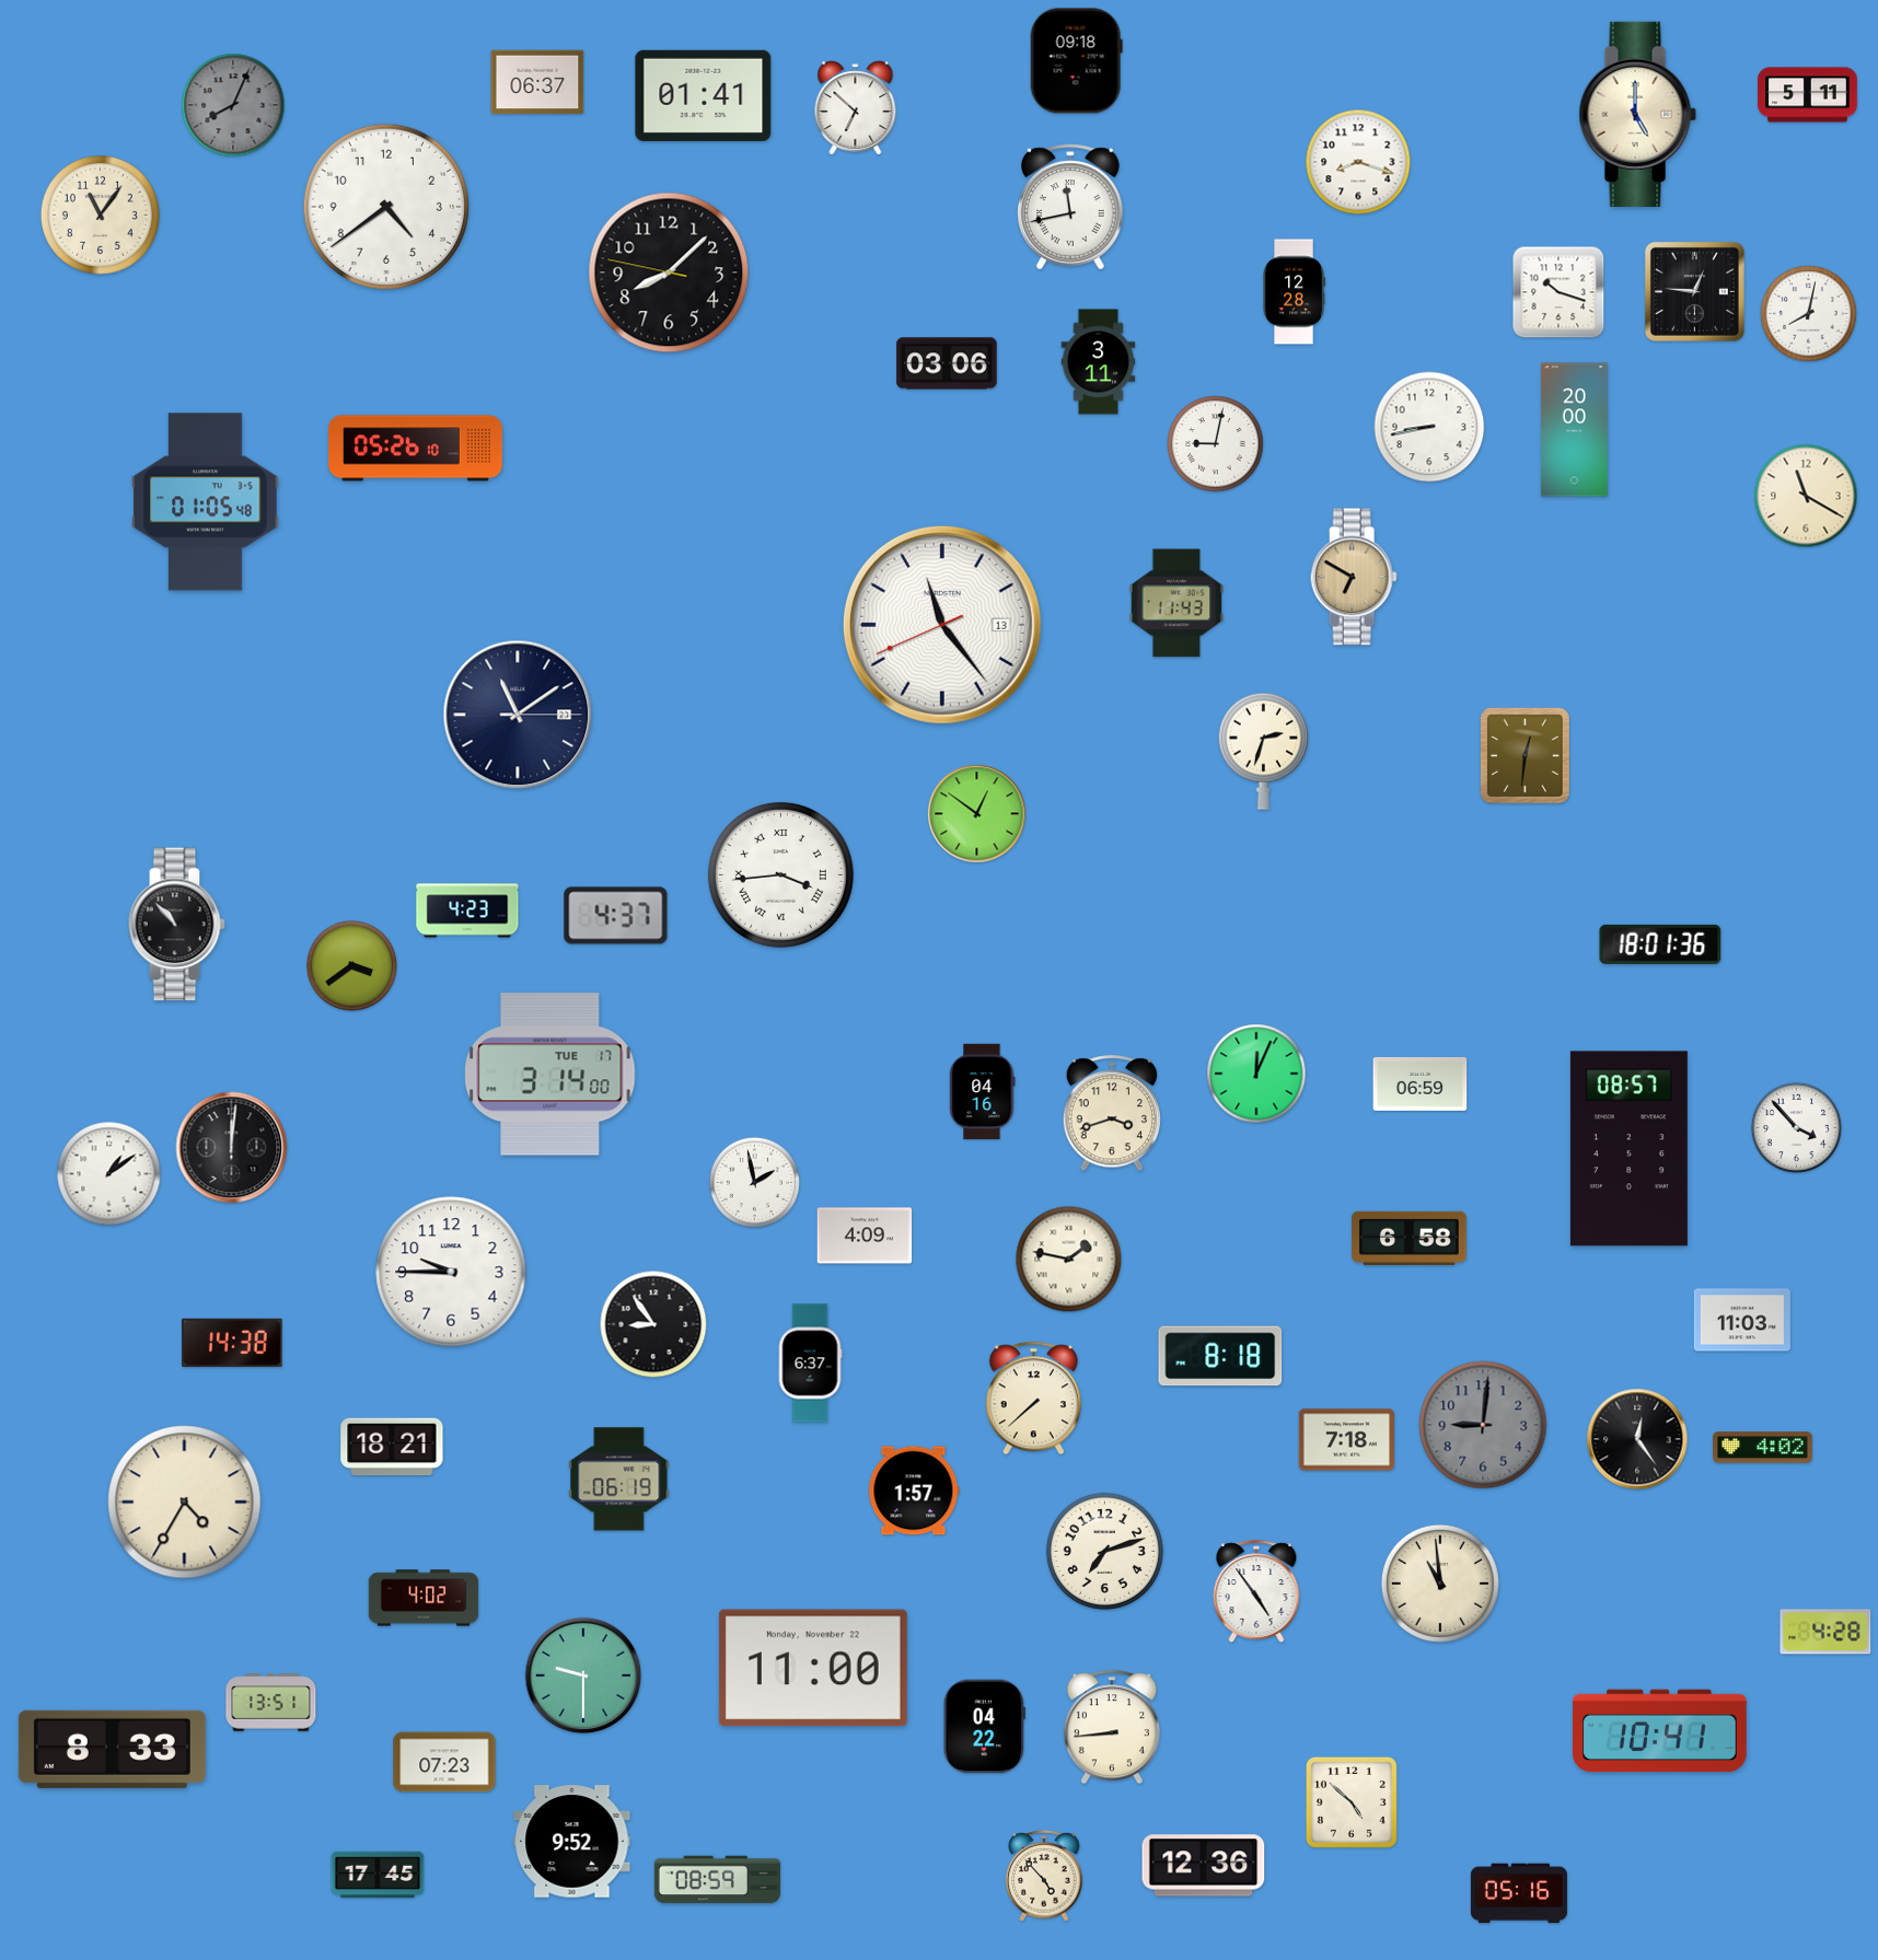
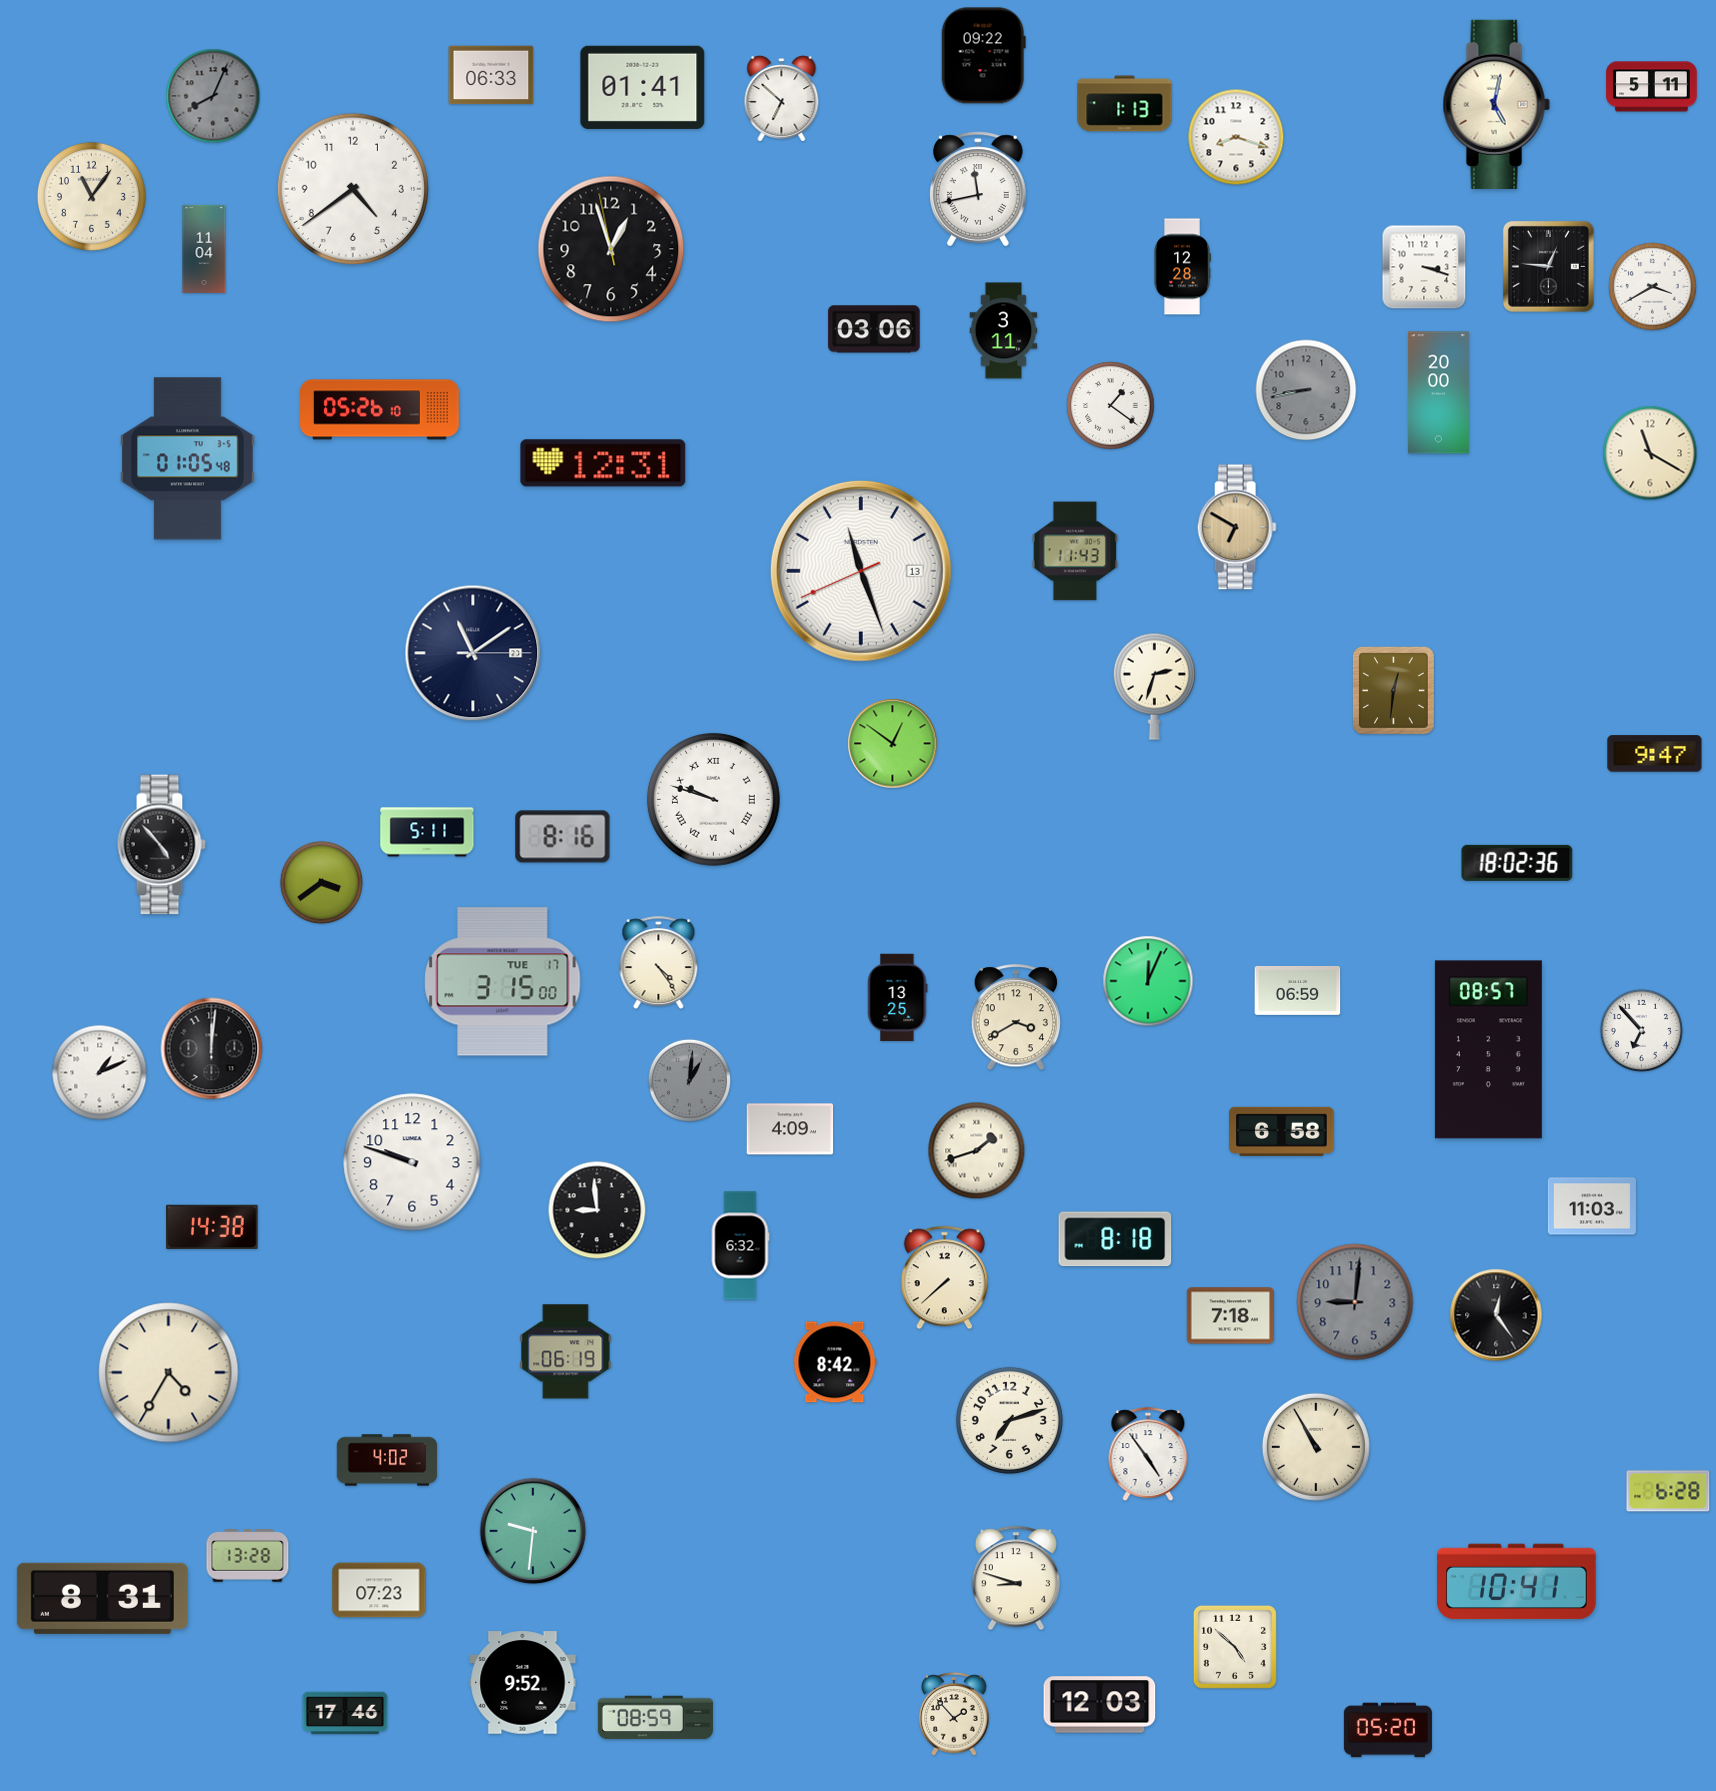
clock at (1076, 61): 09:18 -> 09:22
clock at (537, 82): 06:37 -> 06:33
clock at (1125, 104): none -> 1:13
clock at (1637, 114): 5:00 -> 5:02
clock at (1358, 162) position: (1358, 162) -> (1236, 137)
clock at (204, 249): none -> 11:04
clock at (669, 272): 8:07 -> 12:56
clock at (1558, 292): 10:18 -> 3:18
clock at (1809, 314): 8:02 -> 3:40
clock at (947, 363) position: (947, 363) -> (874, 329)
clock at (1429, 427) dial: white -> grey
clock at (1216, 444): 9:02 -> 1:21
clock at (603, 463): none -> 12:31
clock at (942, 625): 11:23 -> 11:26
clock at (1655, 754): none -> 9:47
clock at (780, 874): 3:44 -> 9:48
clock at (467, 911): 4:23 -> 5:11
clock at (616, 916): 4:37 -> 8:16
clock at (176, 925): 10:53 -> 4:53
clock at (1660, 944): 18:01 -> 18:02
clock at (659, 962): none -> 4:24
clock at (550, 1075): 3:14 -> 3:15
clock at (983, 1091): 04:16 -> 13:25
clock at (1111, 1114): 3:42 -> 3:40
clock at (1796, 1127): 3:53 -> 6:53
clock at (109, 1174): 1:09 -> 1:11
clock at (754, 1182): 1:58 -> 1:01
clock at (754, 1182) dial: white -> grey
clock at (1410, 1238) position: (1410, 1238) -> (1282, 1131)
clock at (1069, 1260): 1:47 -> 1:42
clock at (451, 1272): 9:45 -> 9:48
clock at (653, 1324): 8:54 -> 8:59
clock at (810, 1364): 6:37 -> 6:32
clock at (392, 1447): 18:21 -> none
clock at (1763, 1448): 4:02 -> none
clock at (914, 1491): 1:57 -> 8:42
clock at (1104, 1551) position: (1104, 1551) -> (1009, 1420)
clock at (1440, 1584): 10:59 -> 10:55
clock at (1825, 1632): 4:28 -> 6:28
clock at (813, 1668): 11:00 -> none
clock at (583, 1675): 9:30 -> 9:31
clock at (271, 1703): 13:51 -> 13:28
clock at (984, 1727): 04:22 -> none
clock at (1112, 1727): 8:44 -> 8:48
clock at (112, 1749): 8:33 -> 8:31
clock at (444, 1762) position: (444, 1762) -> (379, 1590)
clock at (1204, 1866): 12:36 -> 12:03
clock at (378, 1875): 17:45 -> 17:46
clock at (1044, 1876): 4:53 -> 1:53
clock at (1519, 1893): 05:16 -> 05:20
